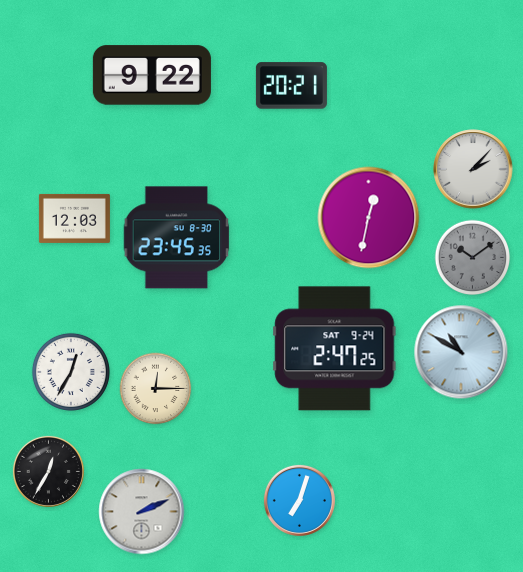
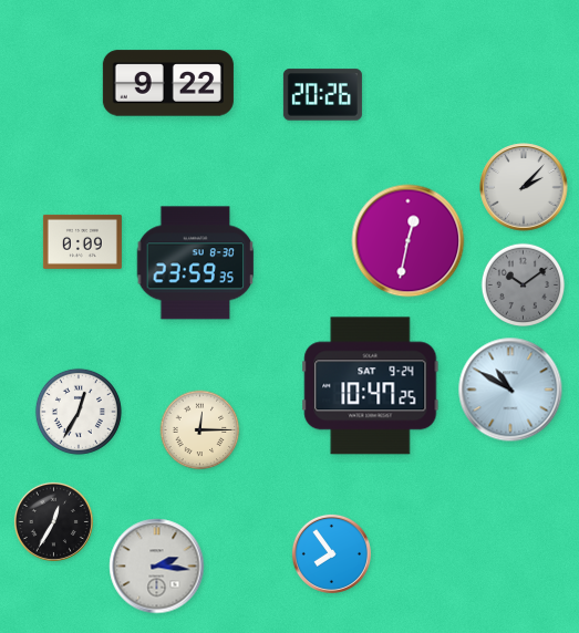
clock at (291, 86): 20:21 -> 20:26
clock at (74, 218): 12:03 -> 0:09
clock at (177, 238): 23:45 -> 23:59
clock at (335, 349): 2:47 -> 10:47
clock at (156, 389) position: (156, 389) -> (200, 430)
clock at (299, 500): 7:03 -> 7:54
clock at (142, 512): 2:11 -> 2:16
